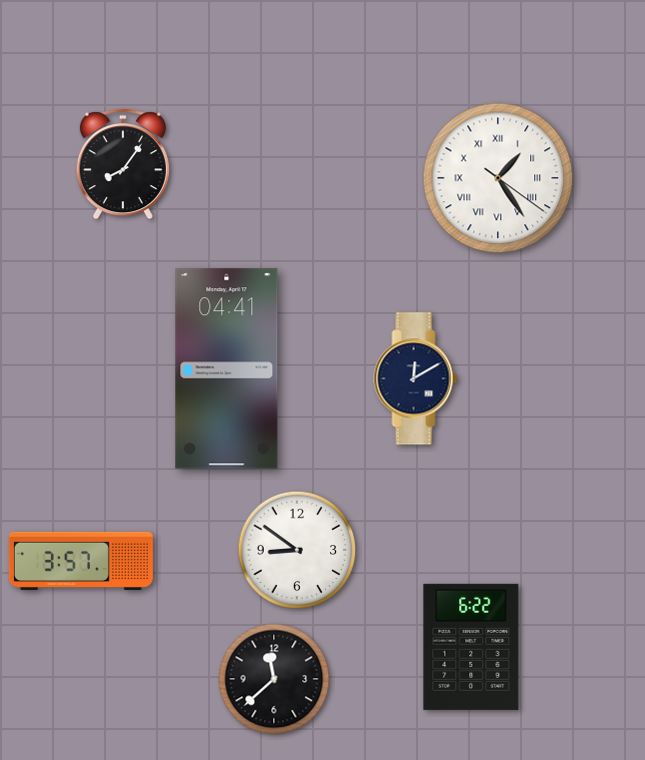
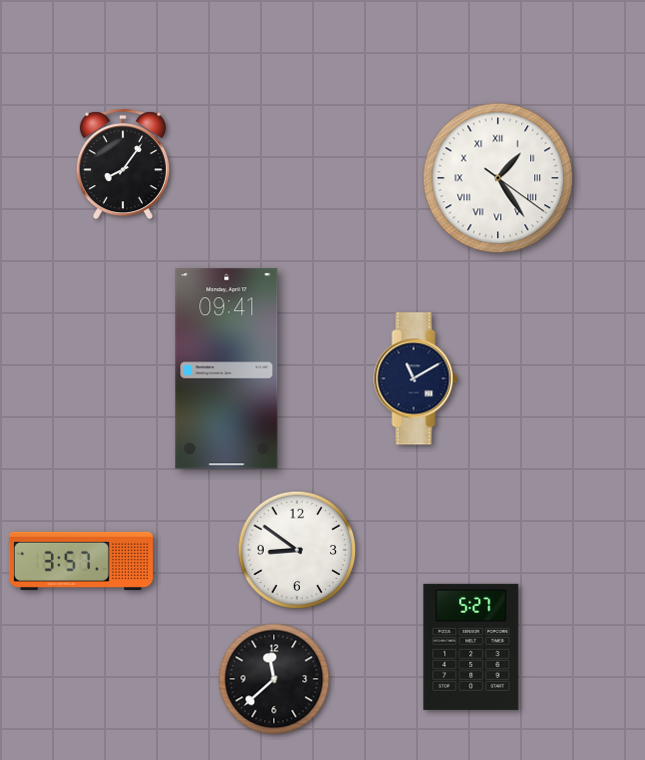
clock at (227, 369): 04:41 -> 09:41
clock at (416, 379): 12:10 -> 11:10
clock at (471, 647): 6:22 -> 5:27
